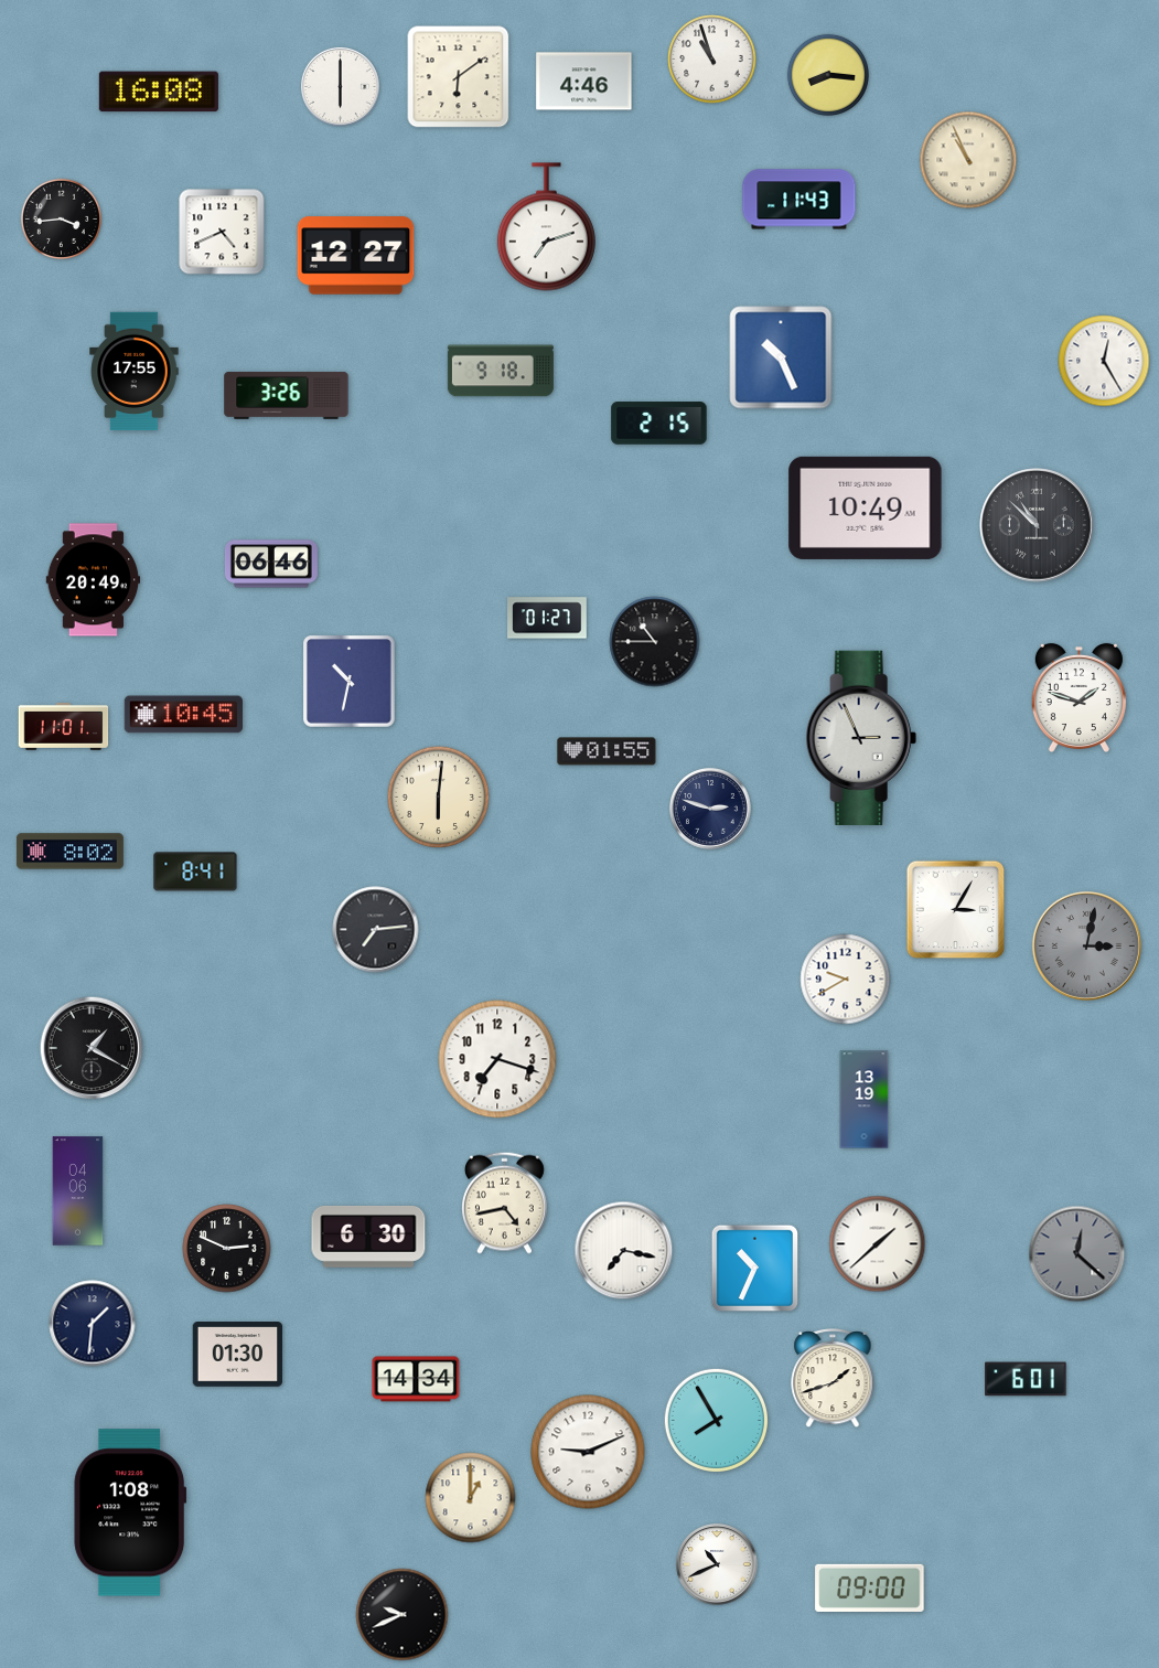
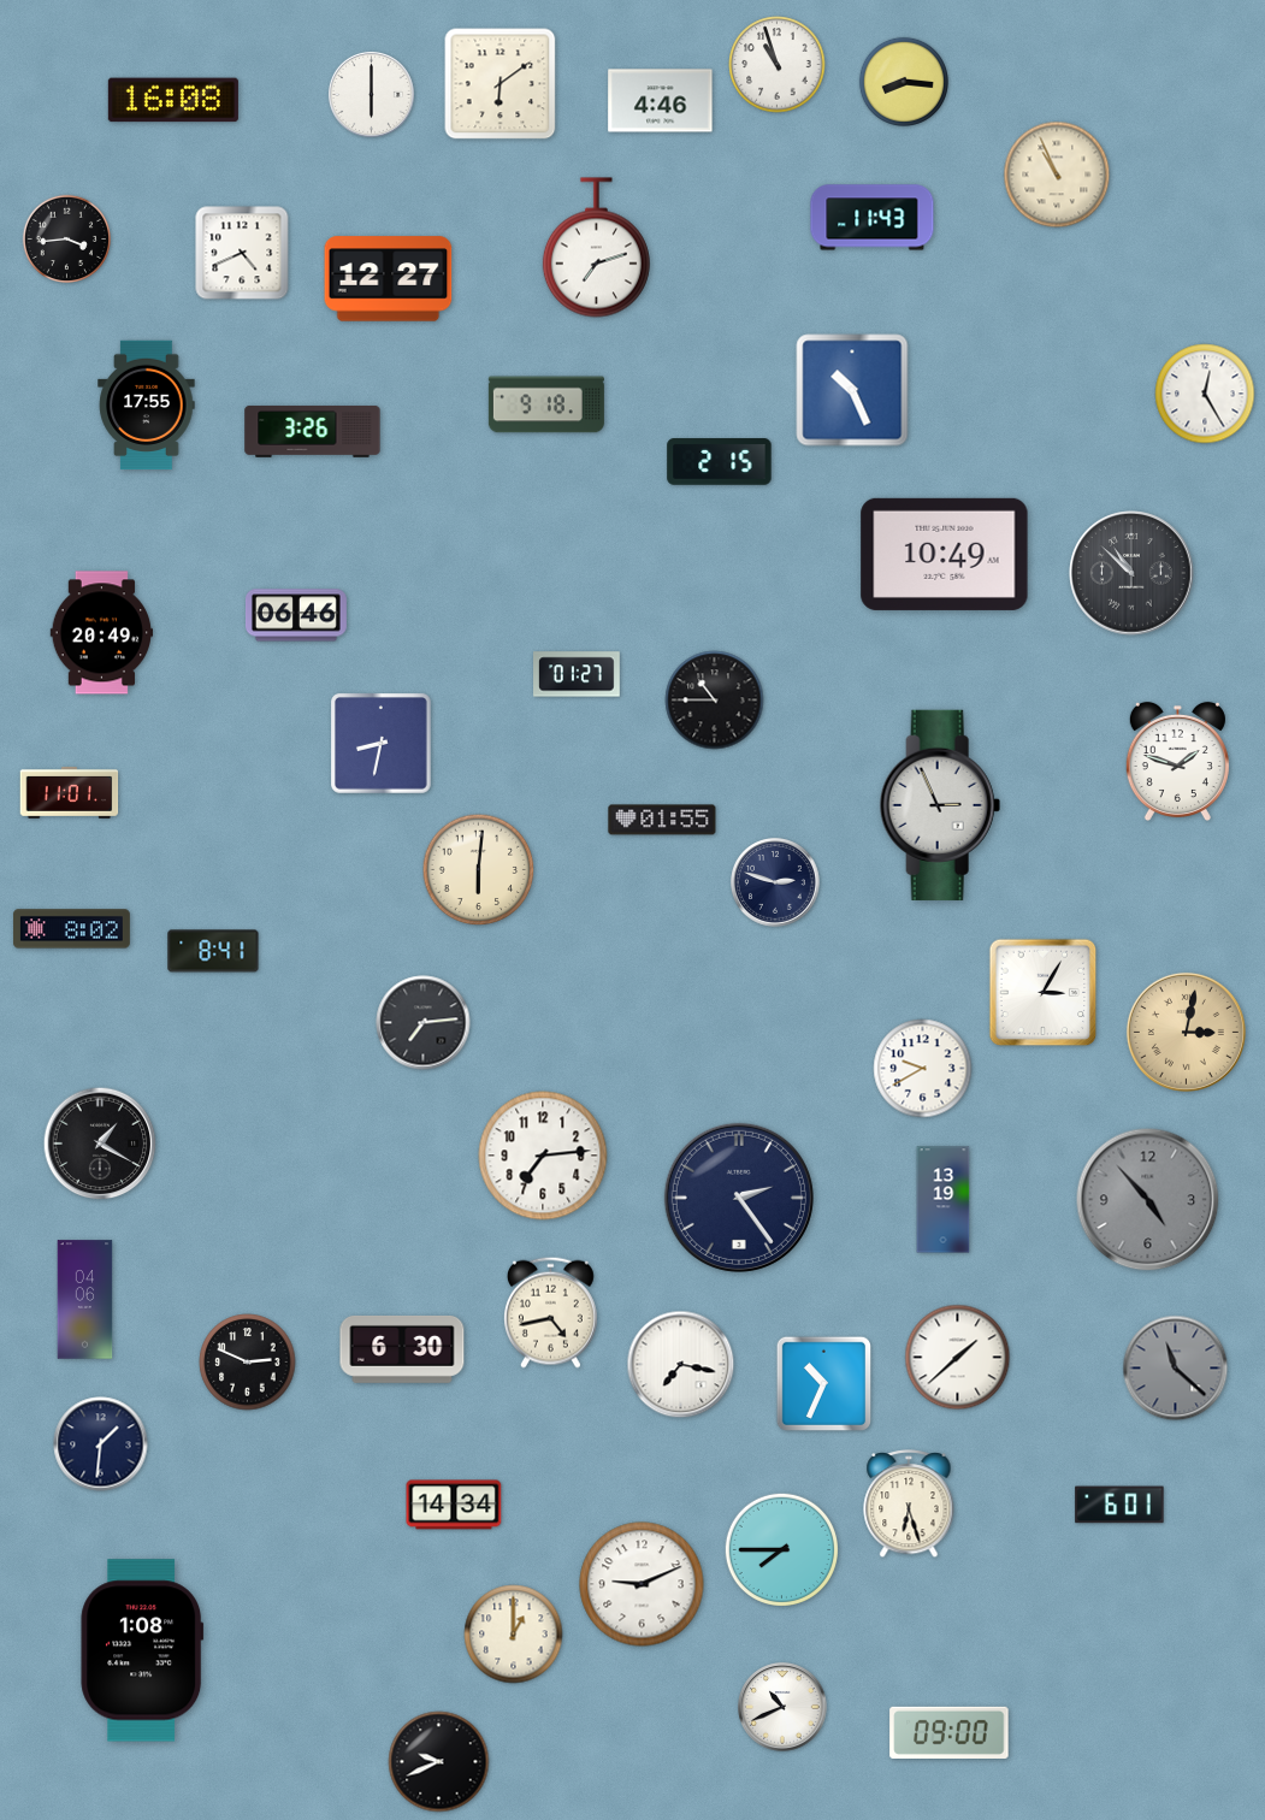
clock at (584, 82) position: (584, 82) -> (661, 101)
clock at (548, 618) position: (548, 618) -> (578, 674)
clock at (350, 682): 10:32 -> 8:32
clock at (183, 715): 10:45 -> none
clock at (69, 852) position: (69, 852) -> (71, 929)
clock at (376, 930) position: (376, 930) -> (424, 1023)
clock at (1086, 945) dial: grey -> champagne
clock at (497, 1059): 7:18 -> 7:14
clock at (739, 1198): none -> 2:24
clock at (1148, 1200): none -> 4:53
clock at (1077, 1254): 12:22 -> 11:22
clock at (238, 1355): 01:30 -> none
clock at (833, 1379): 1:42 -> 6:27
clock at (716, 1420): 7:55 -> 7:45
